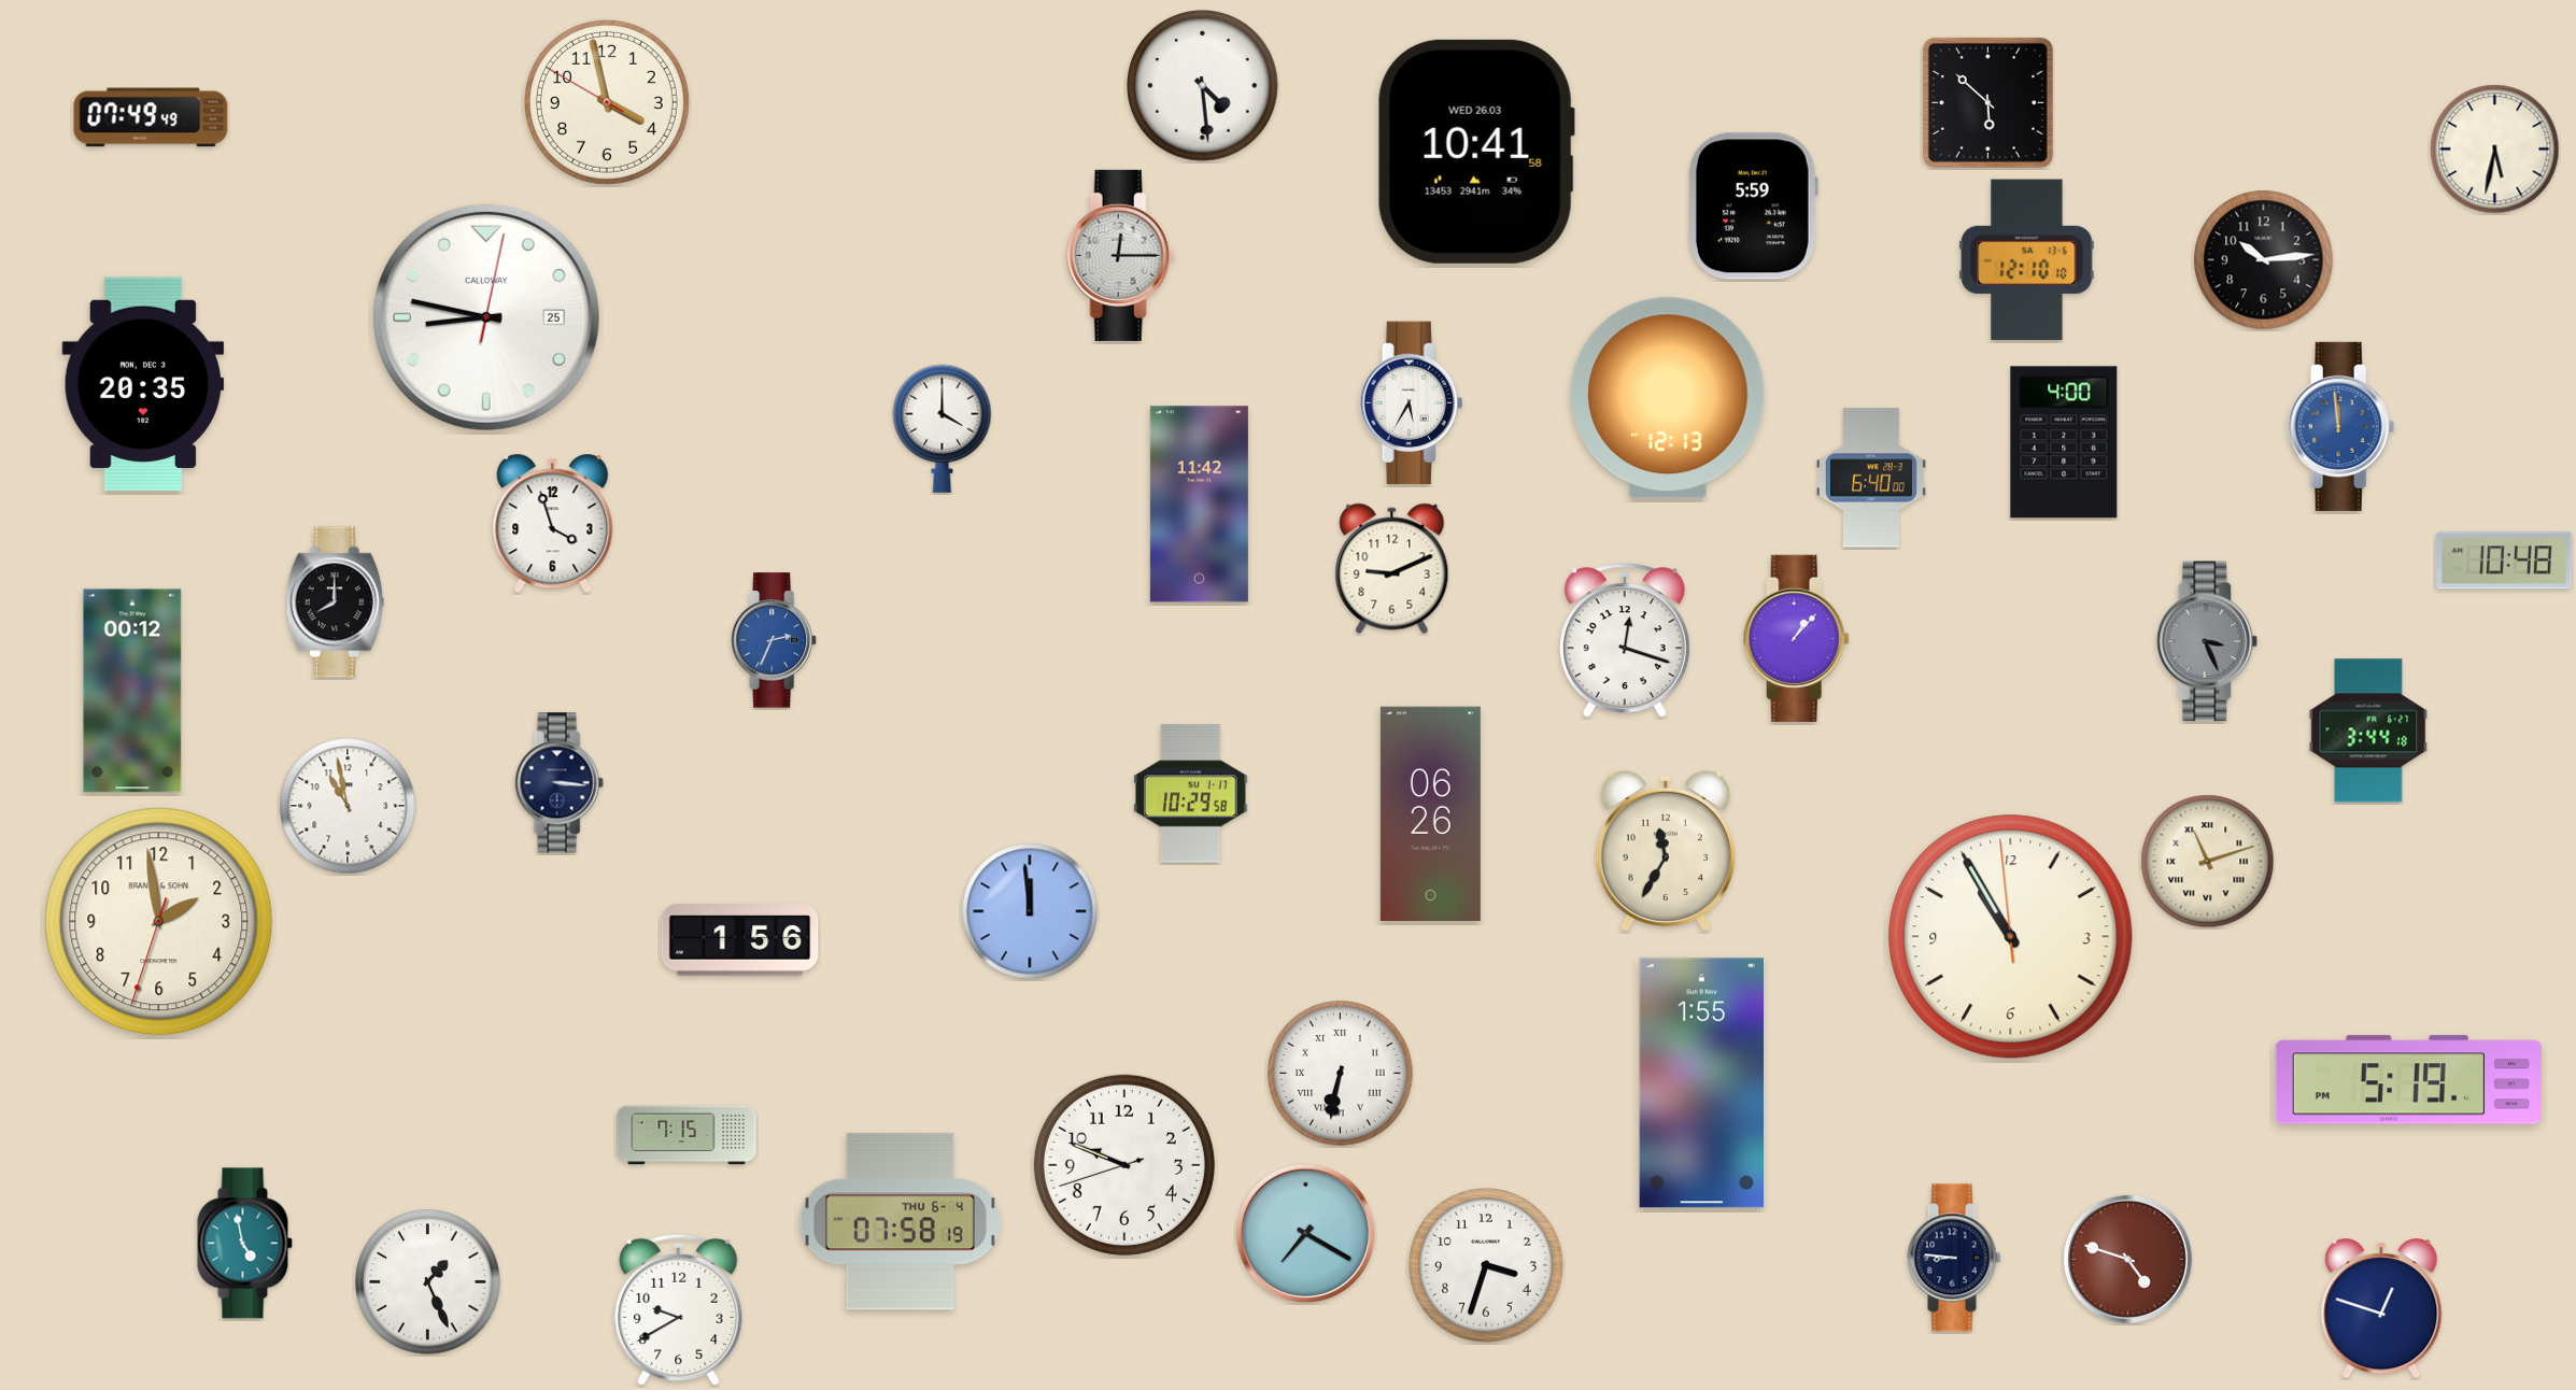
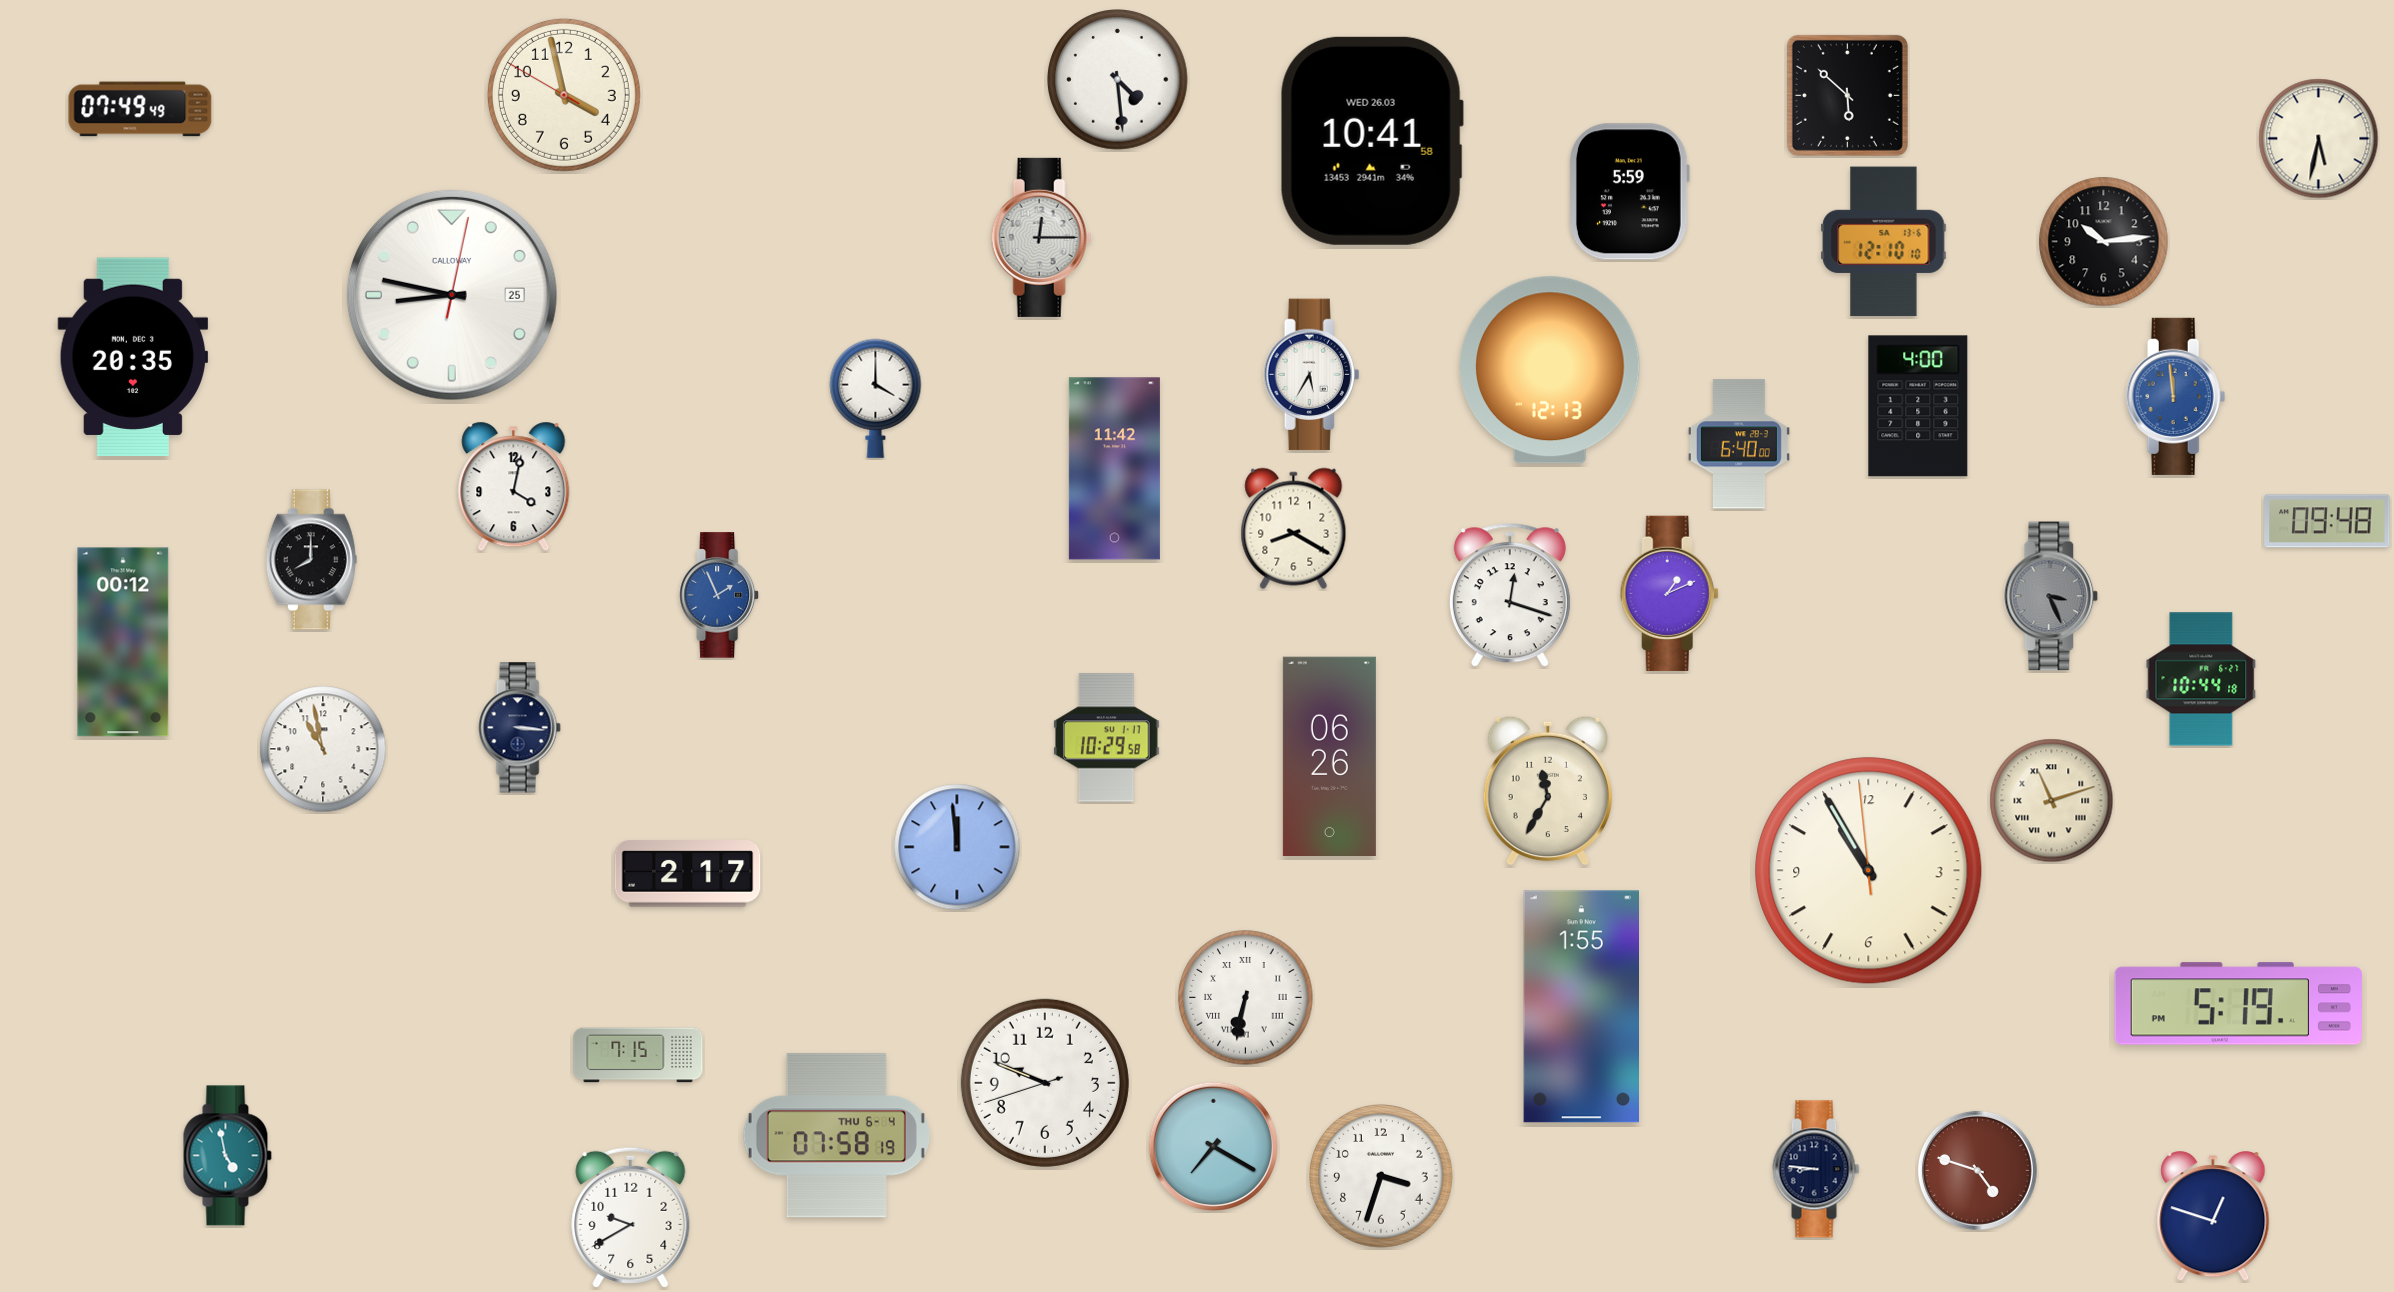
clock at (2064, 442) position: (2064, 442) -> (1918, 406)
clock at (553, 524): 3:57 -> 4:02
clock at (2504, 561): 10:48 -> 09:48
clock at (1392, 569): 9:11 -> 8:20
clock at (1796, 638): 1:07 -> 1:11
clock at (774, 640): 2:34 -> 1:56
clock at (2368, 731): 3:44 -> 10:44
clock at (159, 922): 1:58 -> none
clock at (740, 940): 1:56 -> 2:17
clock at (428, 1282): 1:26 -> none
